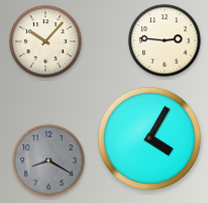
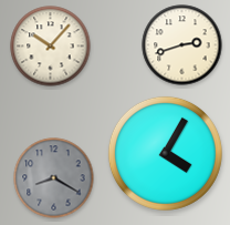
clock at (165, 41): 2:46 -> 2:42
